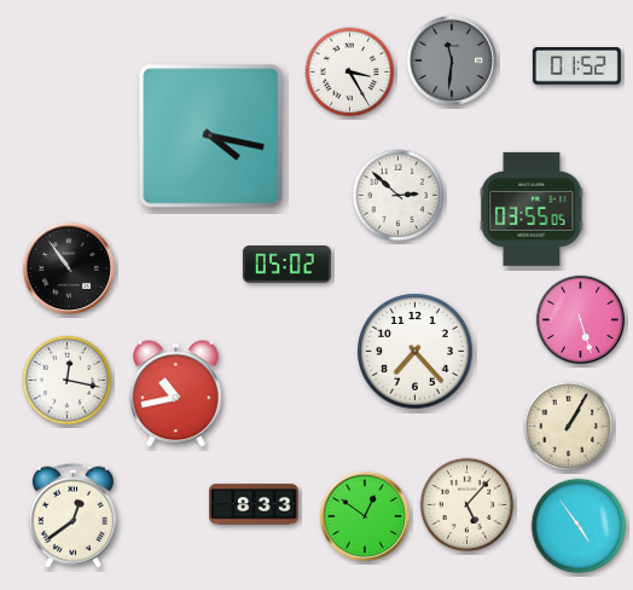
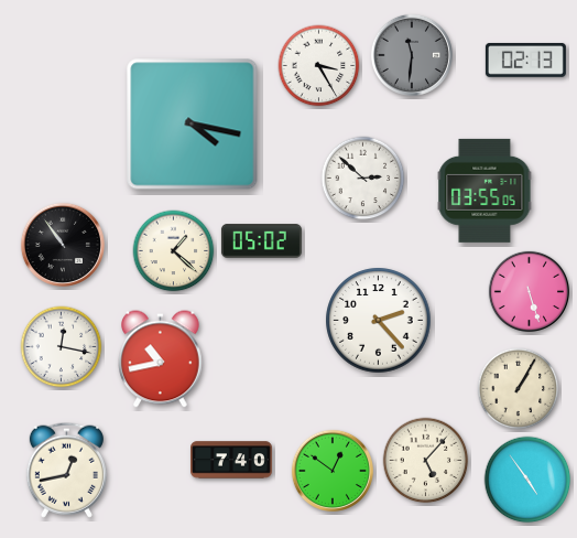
clock at (576, 65): 01:52 -> 02:13
clock at (174, 251): none -> 1:22
clock at (416, 352): 7:23 -> 2:23
clock at (255, 504): 8:33 -> 7:40
clock at (72, 515): 12:39 -> 12:43
